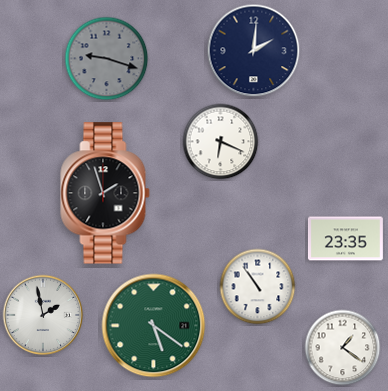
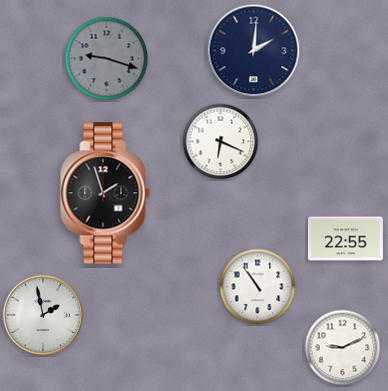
clock at (345, 239): 23:35 -> 22:55
clock at (154, 326): 5:21 -> none
clock at (343, 348): 1:21 -> 9:11
